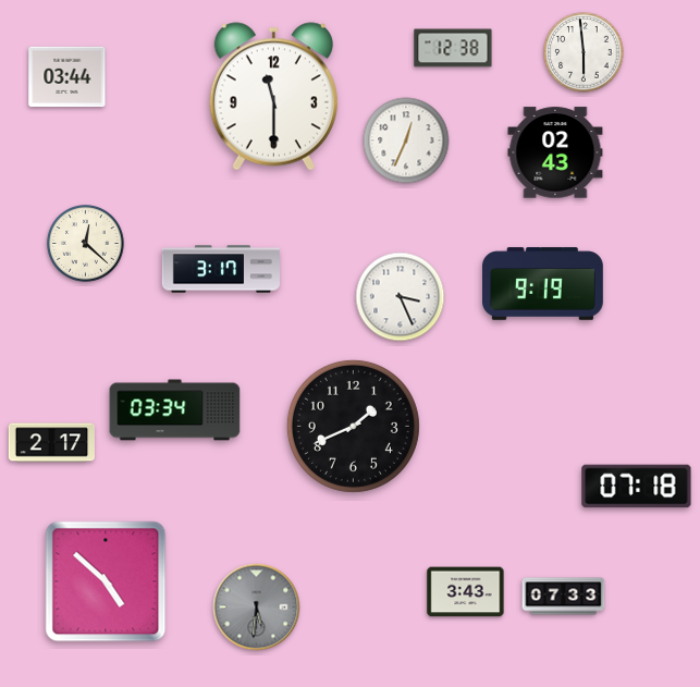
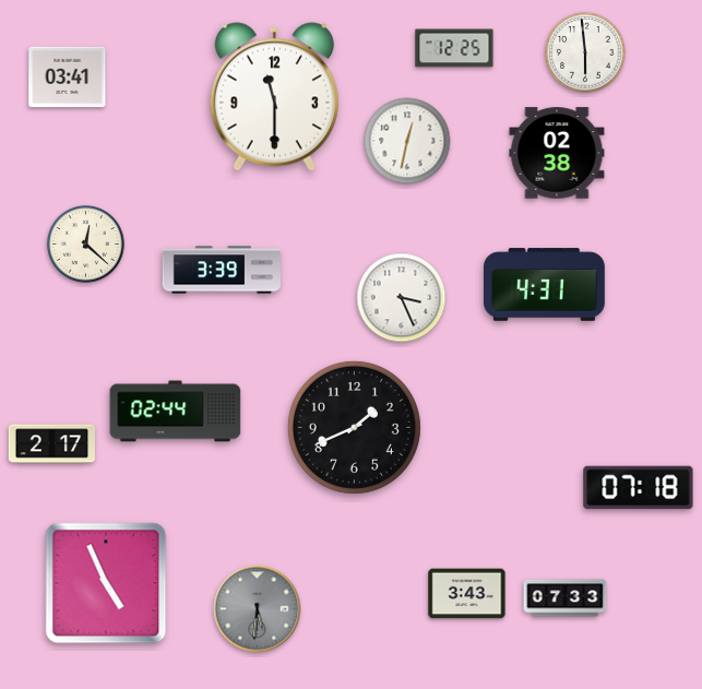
clock at (453, 48): 12:38 -> 12:25
clock at (67, 77): 03:44 -> 03:41
clock at (406, 140): 12:34 -> 12:32
clock at (555, 152): 02:43 -> 02:38
clock at (221, 269): 3:17 -> 3:39
clock at (543, 284): 9:19 -> 4:31
clock at (175, 410): 03:34 -> 02:44
clock at (106, 581): 4:52 -> 4:56
